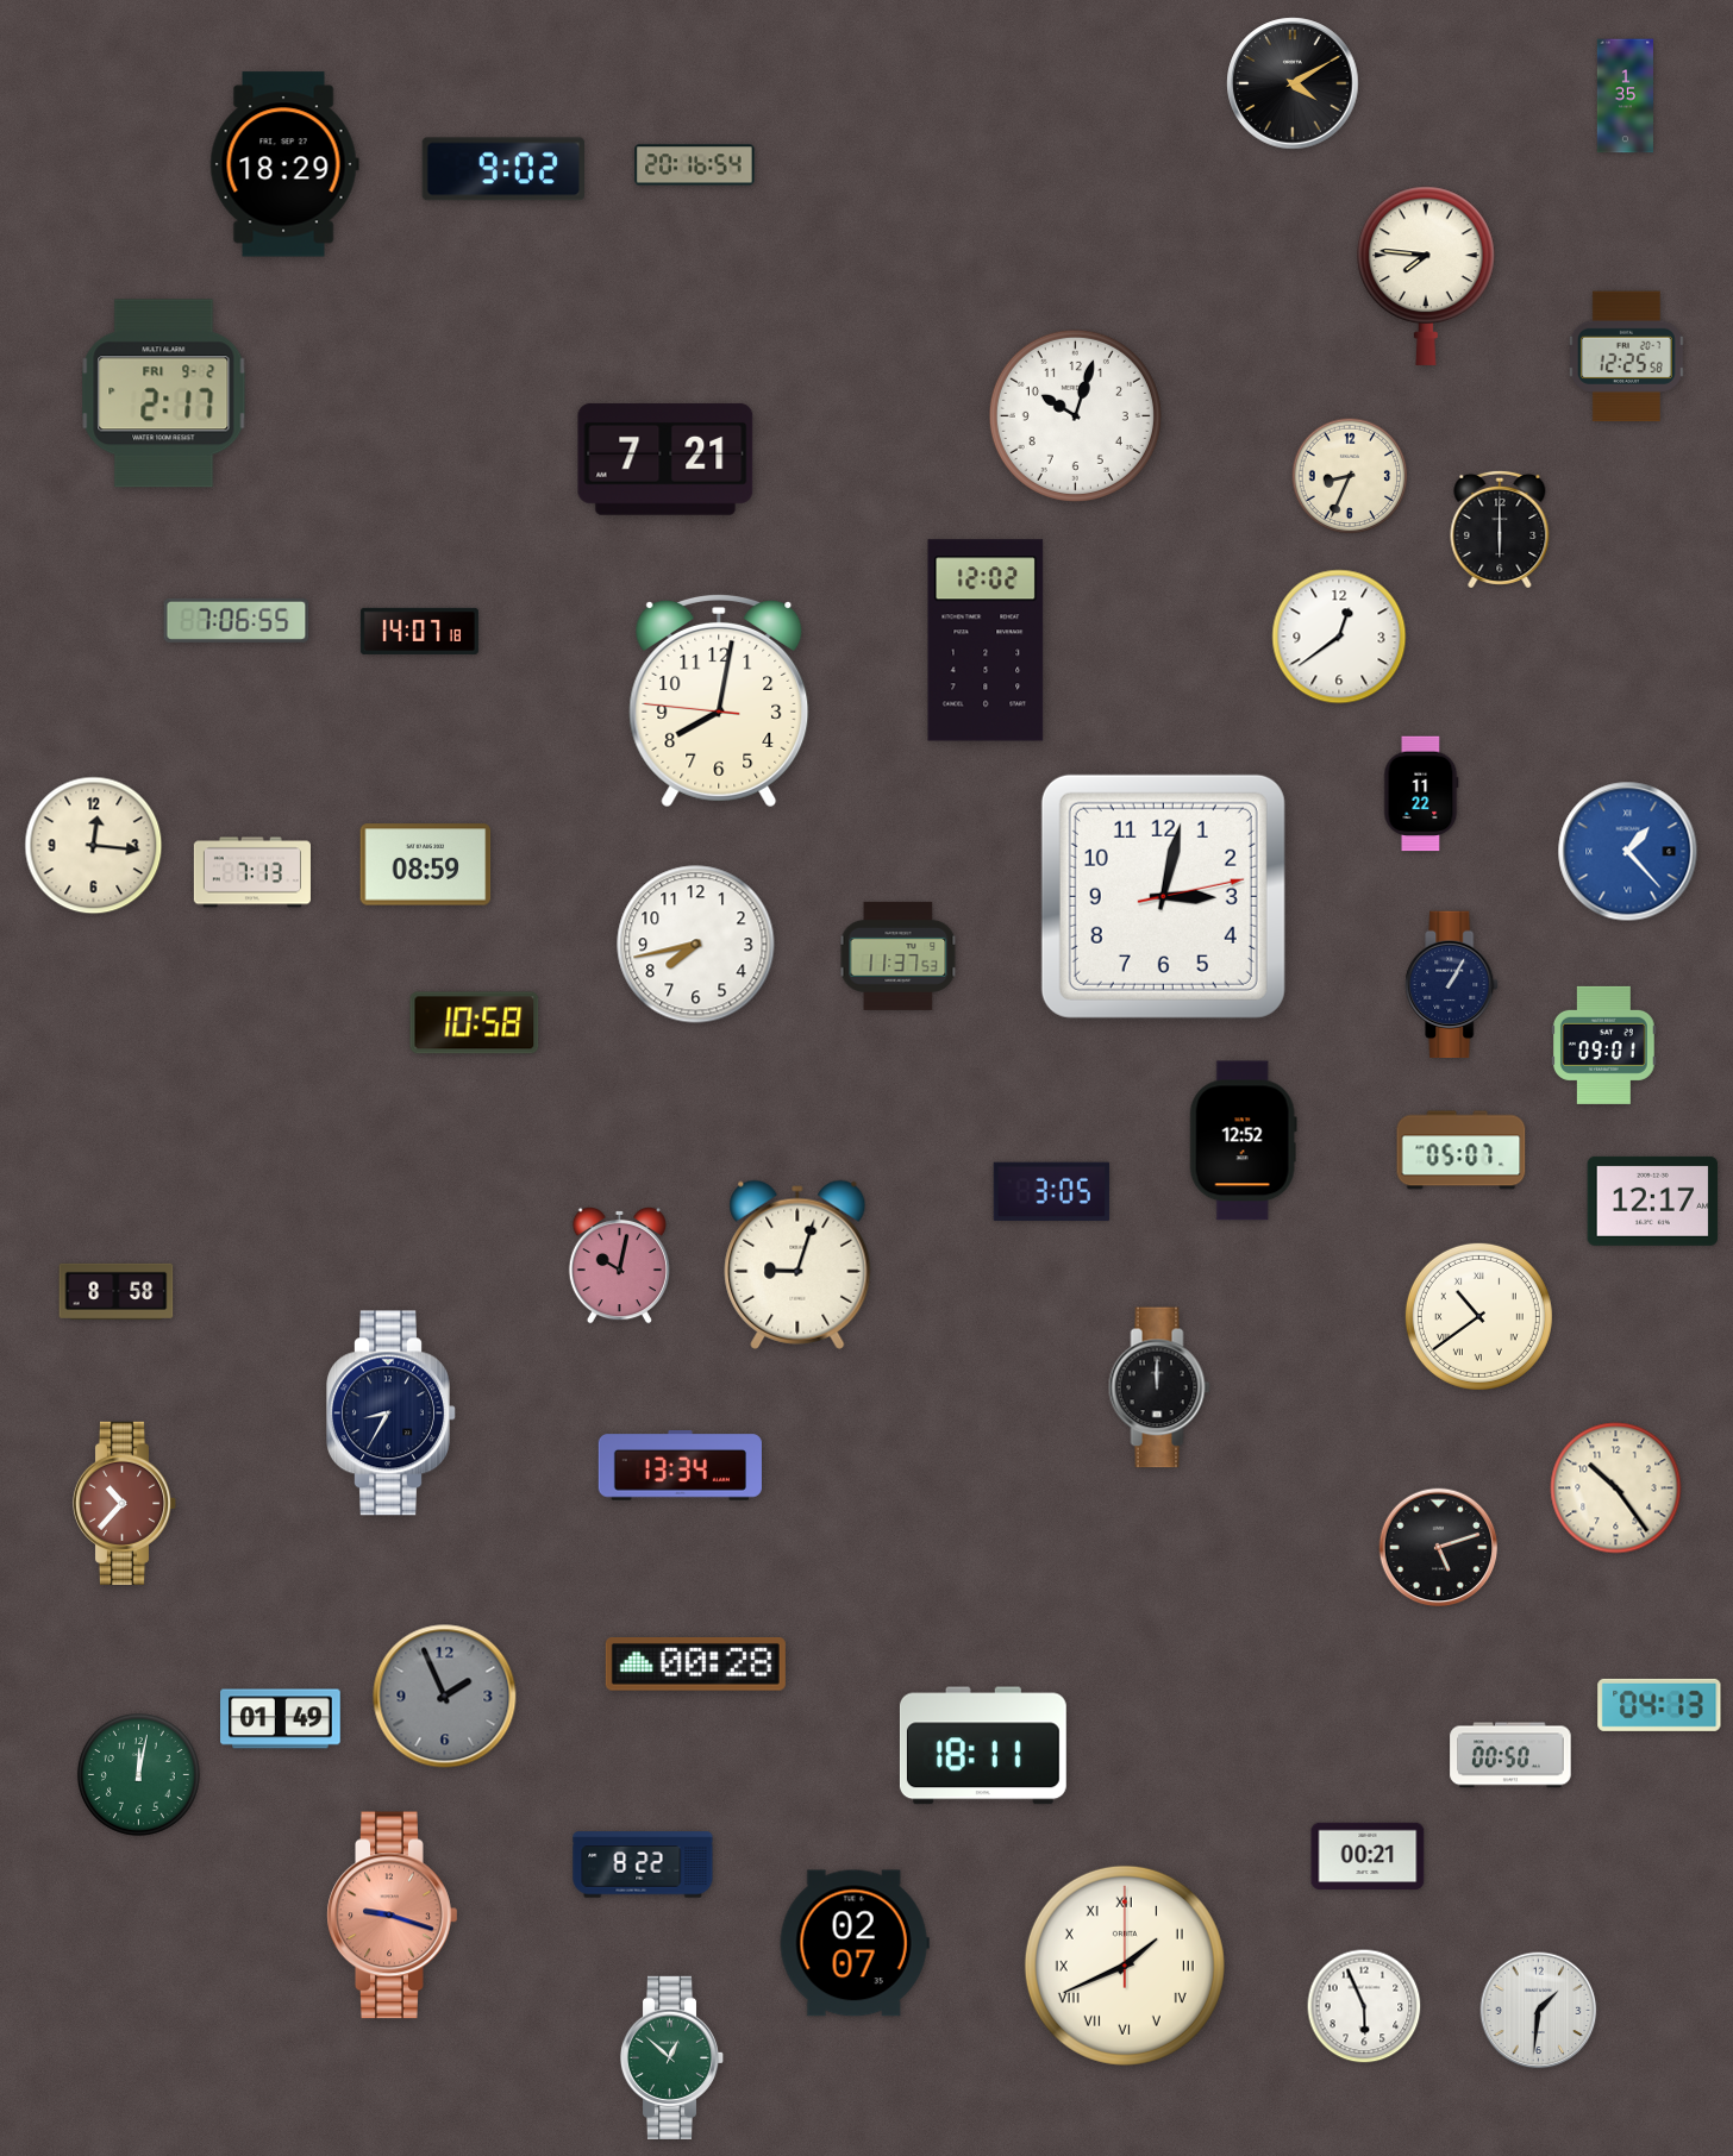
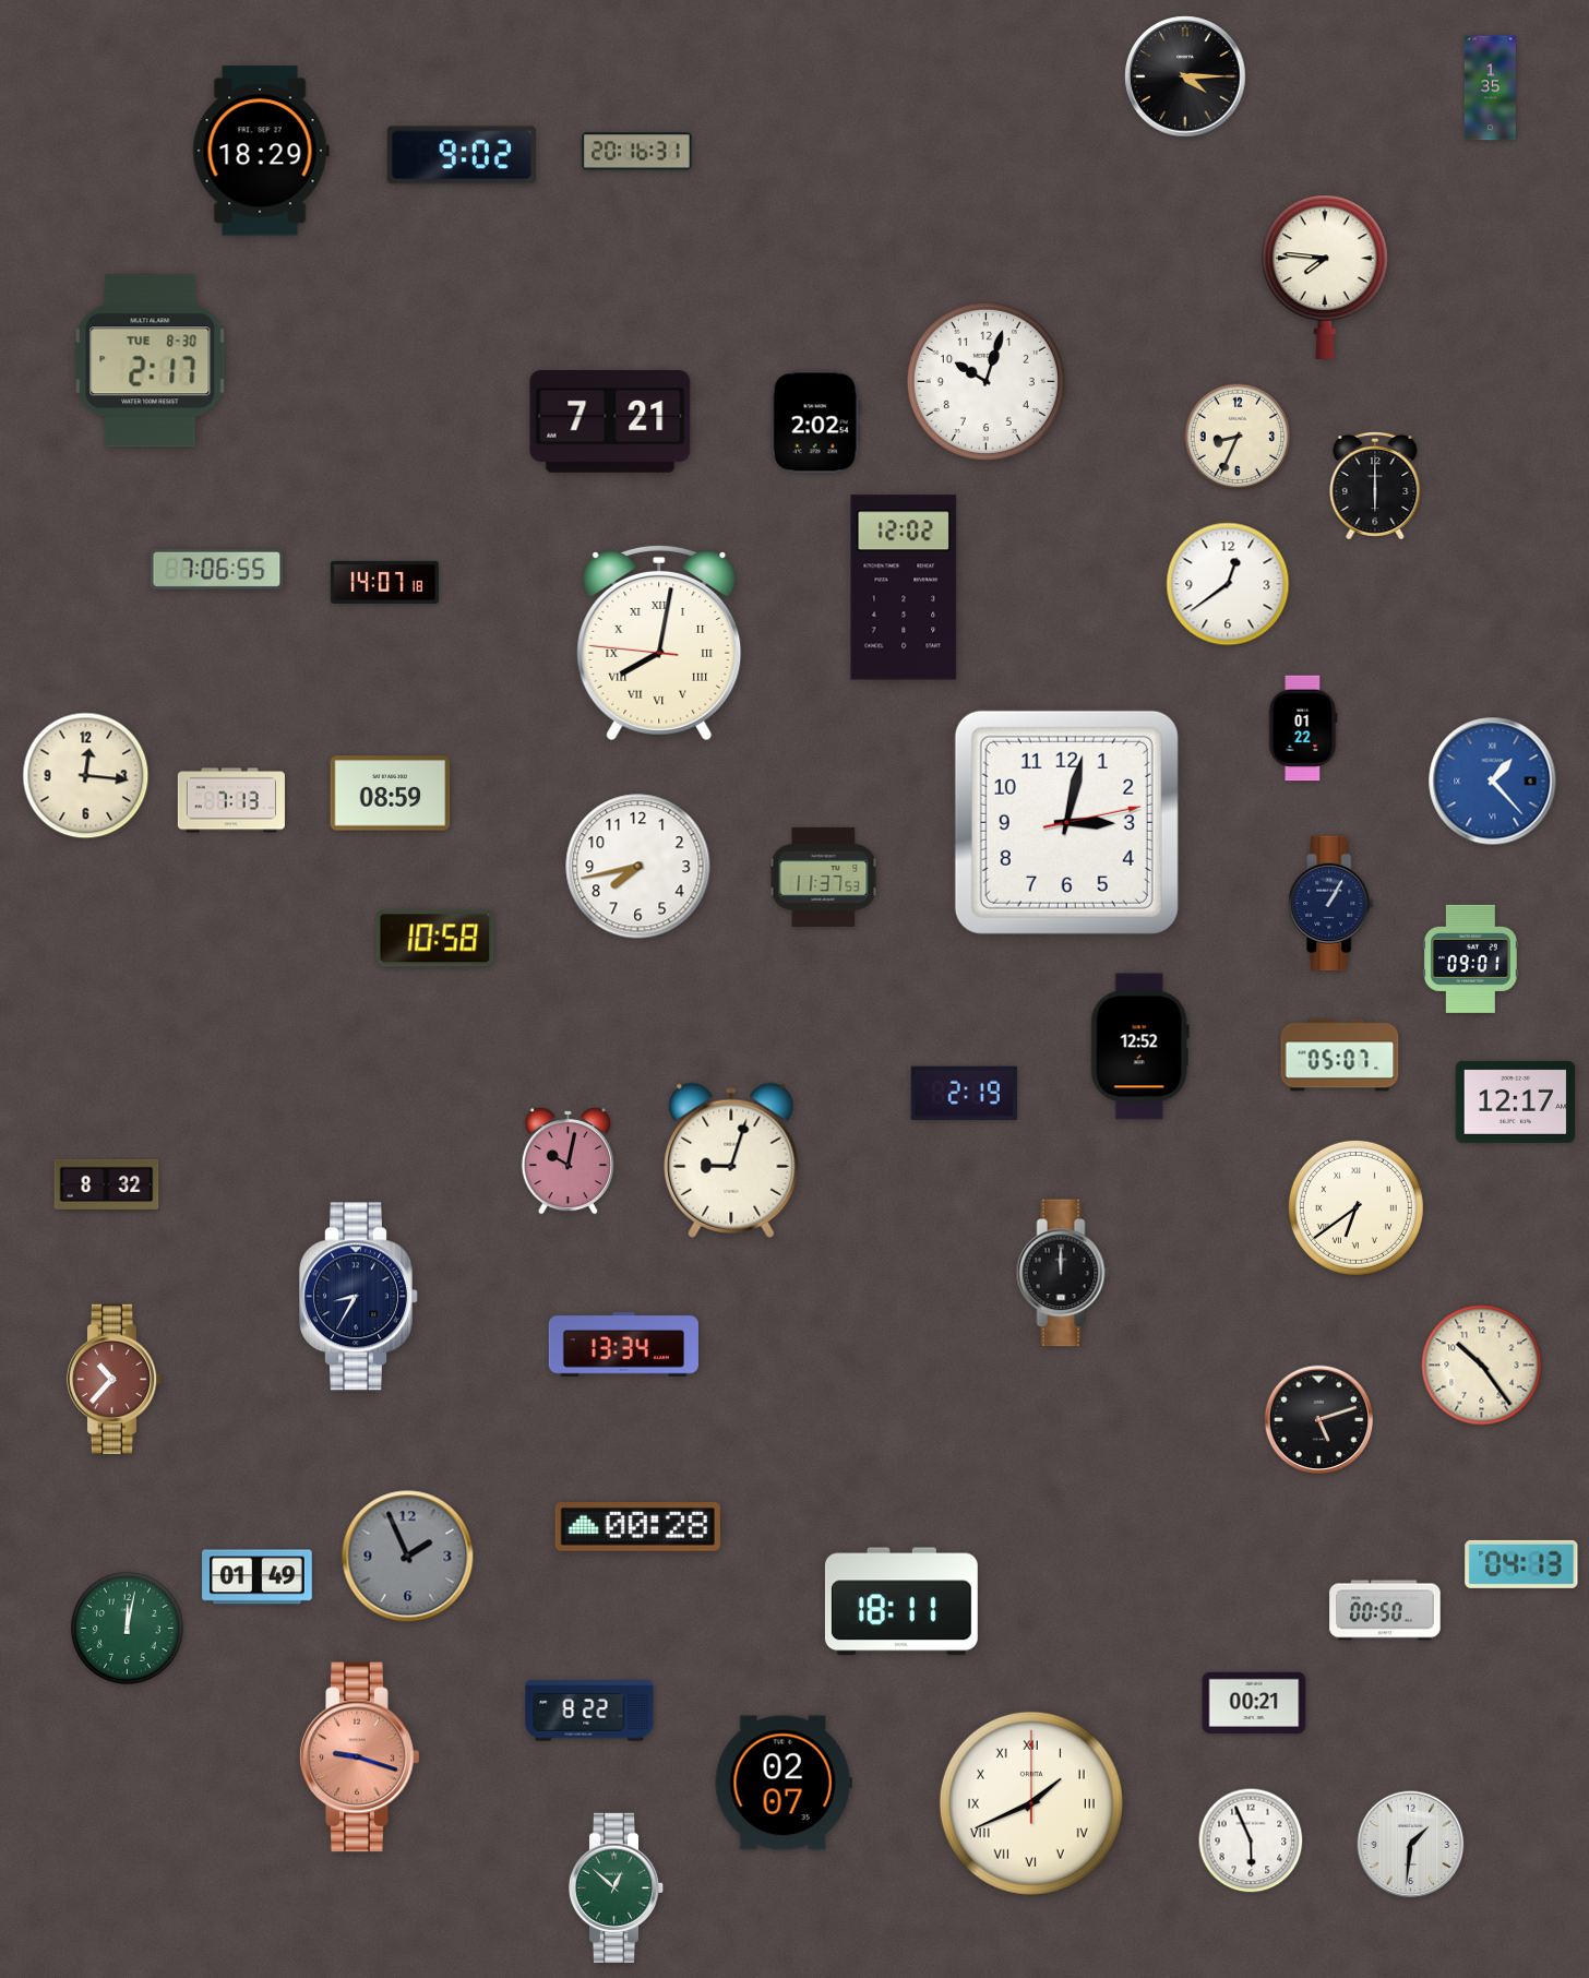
clock at (1293, 83): 4:10 -> 4:15
clock at (695, 165): 20:16:54 -> 20:16:31
clock at (1427, 276) position: (1427, 276) -> (1326, 277)
clock at (1626, 357): 12:25 -> none
clock at (164, 394) date: FRI 9-2 -> TUE 8-30
clock at (815, 422): none -> 2:02
clock at (419, 631) position: (419, 631) -> (384, 582)
clock at (719, 701) numerals: Arabic -> Roman
clock at (1421, 794): 11:22 -> 01:22
clock at (1051, 1191): 3:05 -> 2:19
clock at (117, 1291): 8:58 -> 8:32
clock at (1478, 1316): 10:39 -> 6:39
